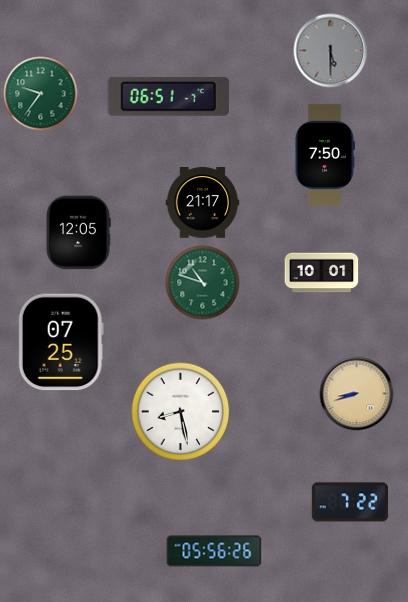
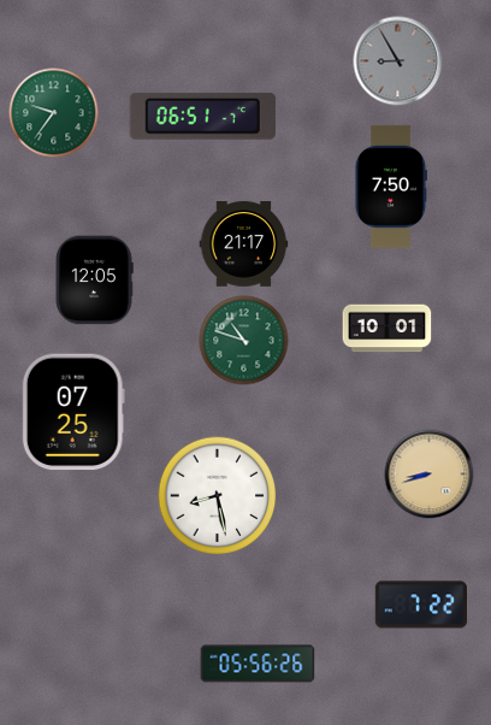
clock at (331, 51): 5:30 -> 8:55
clock at (41, 94) position: (41, 94) -> (54, 113)
